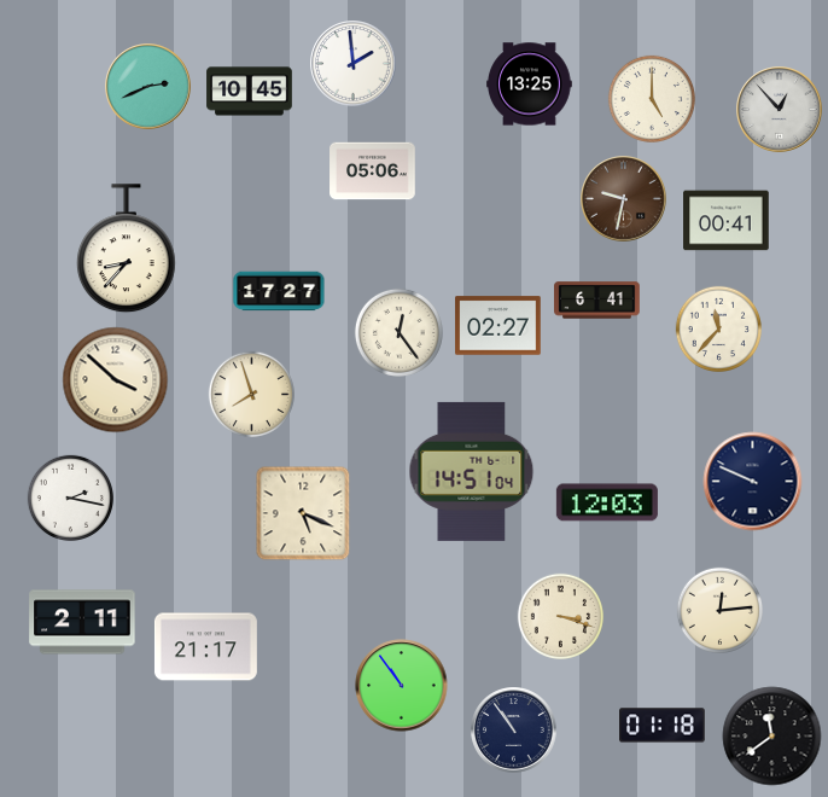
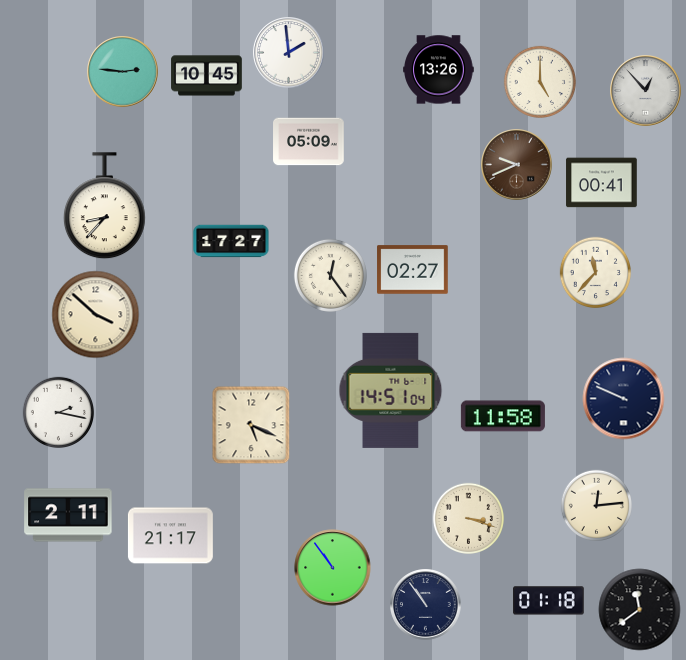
clock at (354, 64) position: (354, 64) -> (289, 53)
clock at (530, 85): 13:25 -> 13:26
clock at (148, 87): 2:41 -> 2:46
clock at (373, 171): 05:06 -> 05:09
clock at (624, 199): 9:32 -> 9:41
clock at (597, 301): 6:41 -> none
clock at (251, 394): 7:57 -> none
clock at (607, 502): 12:03 -> 11:58
clock at (560, 616) position: (560, 616) -> (468, 518)
